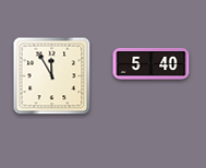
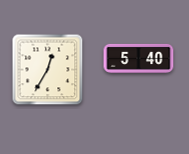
clock at (52, 76): 11:55 -> 12:35
